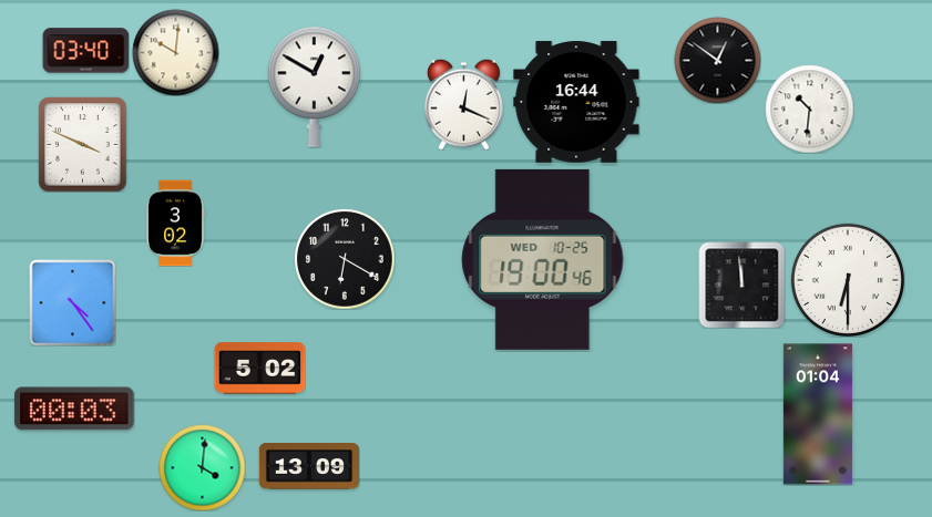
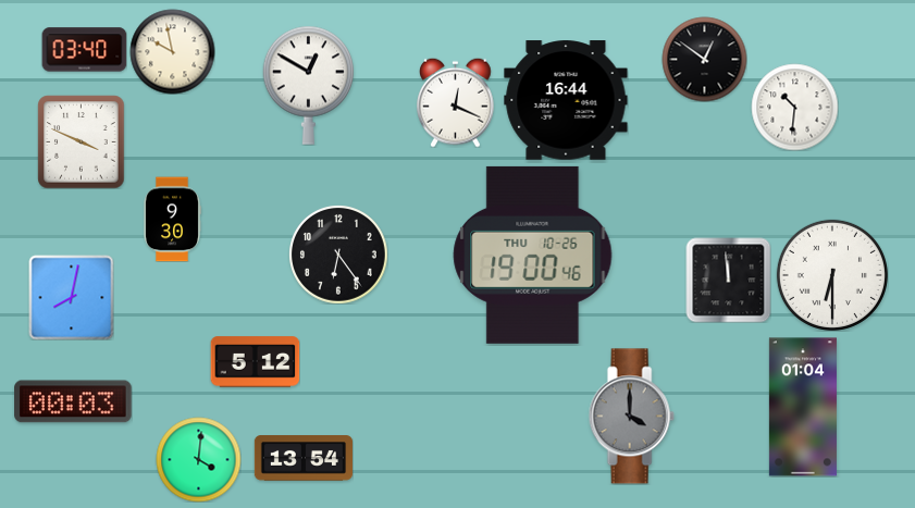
clock at (175, 52): 10:01 -> 9:58
clock at (176, 223): 3:02 -> 9:30
clock at (345, 259): 6:20 -> 6:24
clock at (543, 259) date: WED 10-25 -> THU 10-26
clock at (72, 302): 4:24 -> 8:02
clock at (259, 369): 5:02 -> 5:12
clock at (631, 417): none -> 4:00
clock at (308, 466): 13:09 -> 13:54
